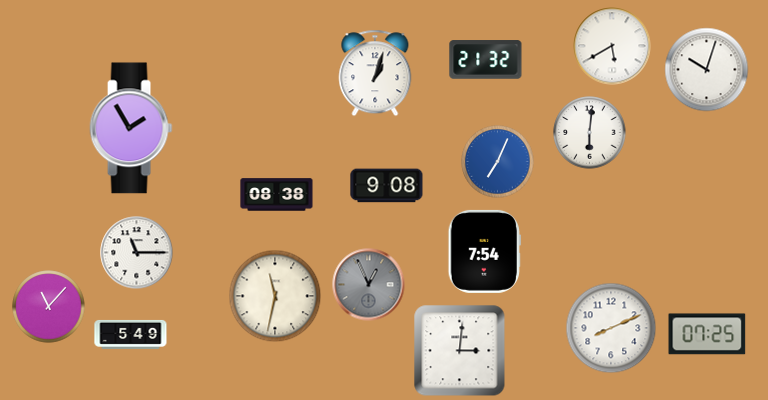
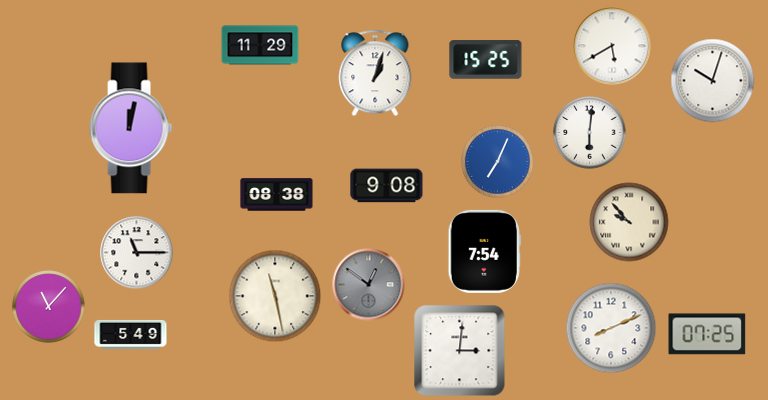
clock at (260, 45): none -> 11:29
clock at (486, 60): 21:32 -> 15:25
clock at (707, 70) position: (707, 70) -> (713, 81)
clock at (131, 128): 1:55 -> 12:02
clock at (629, 222): none -> 9:53
clock at (369, 285): 12:56 -> 12:51
clock at (275, 296): 11:32 -> 11:28
